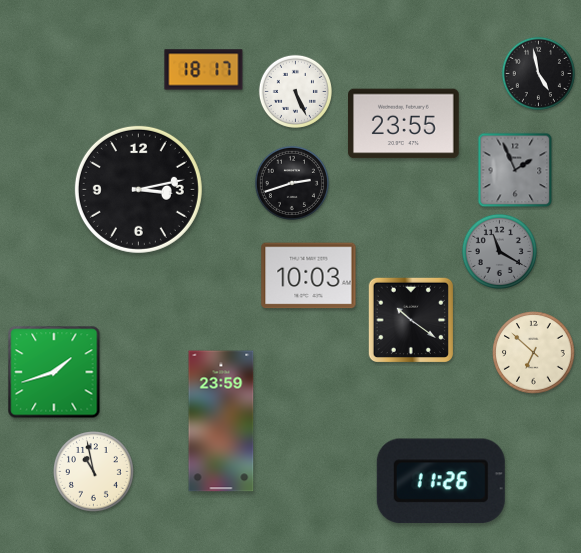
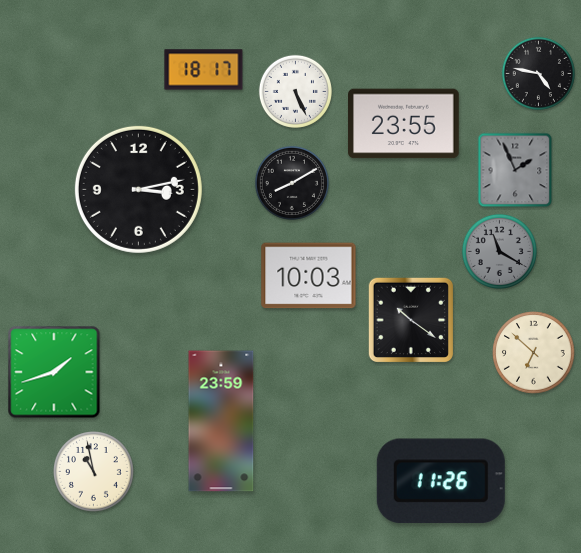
clock at (538, 73): 4:58 -> 4:47
clock at (292, 183): 2:42 -> 8:10
